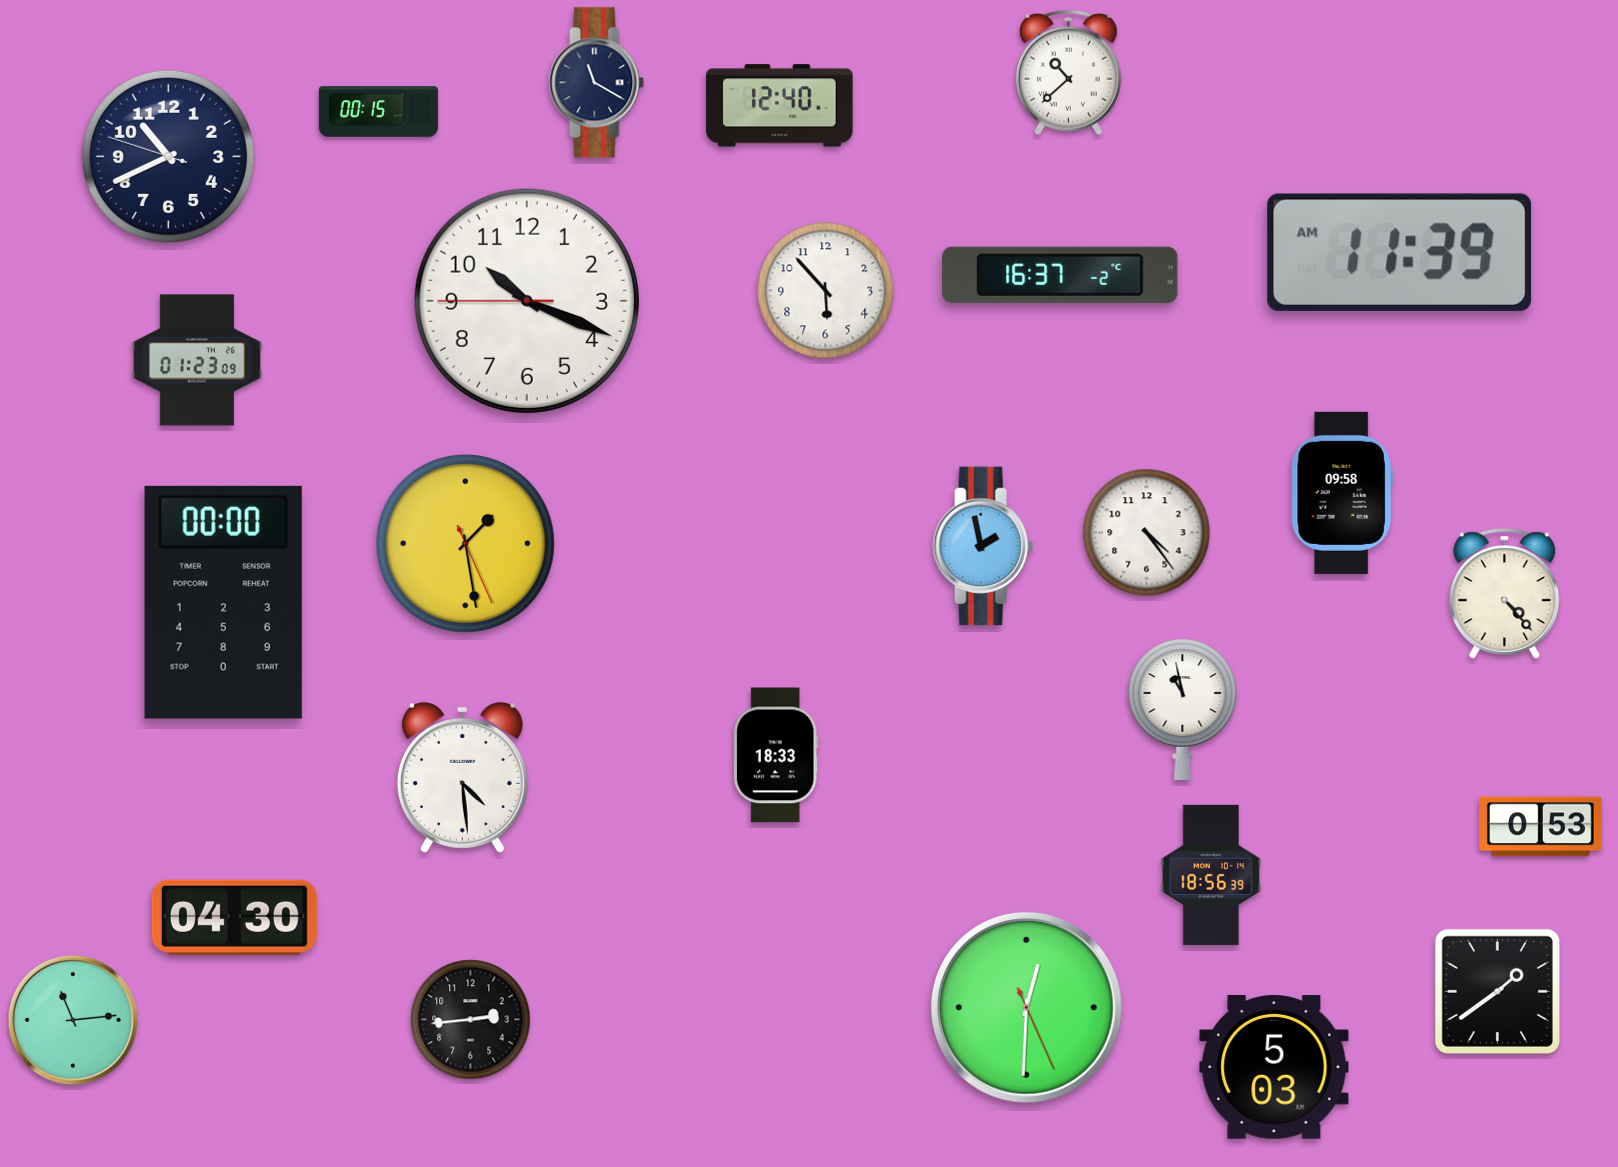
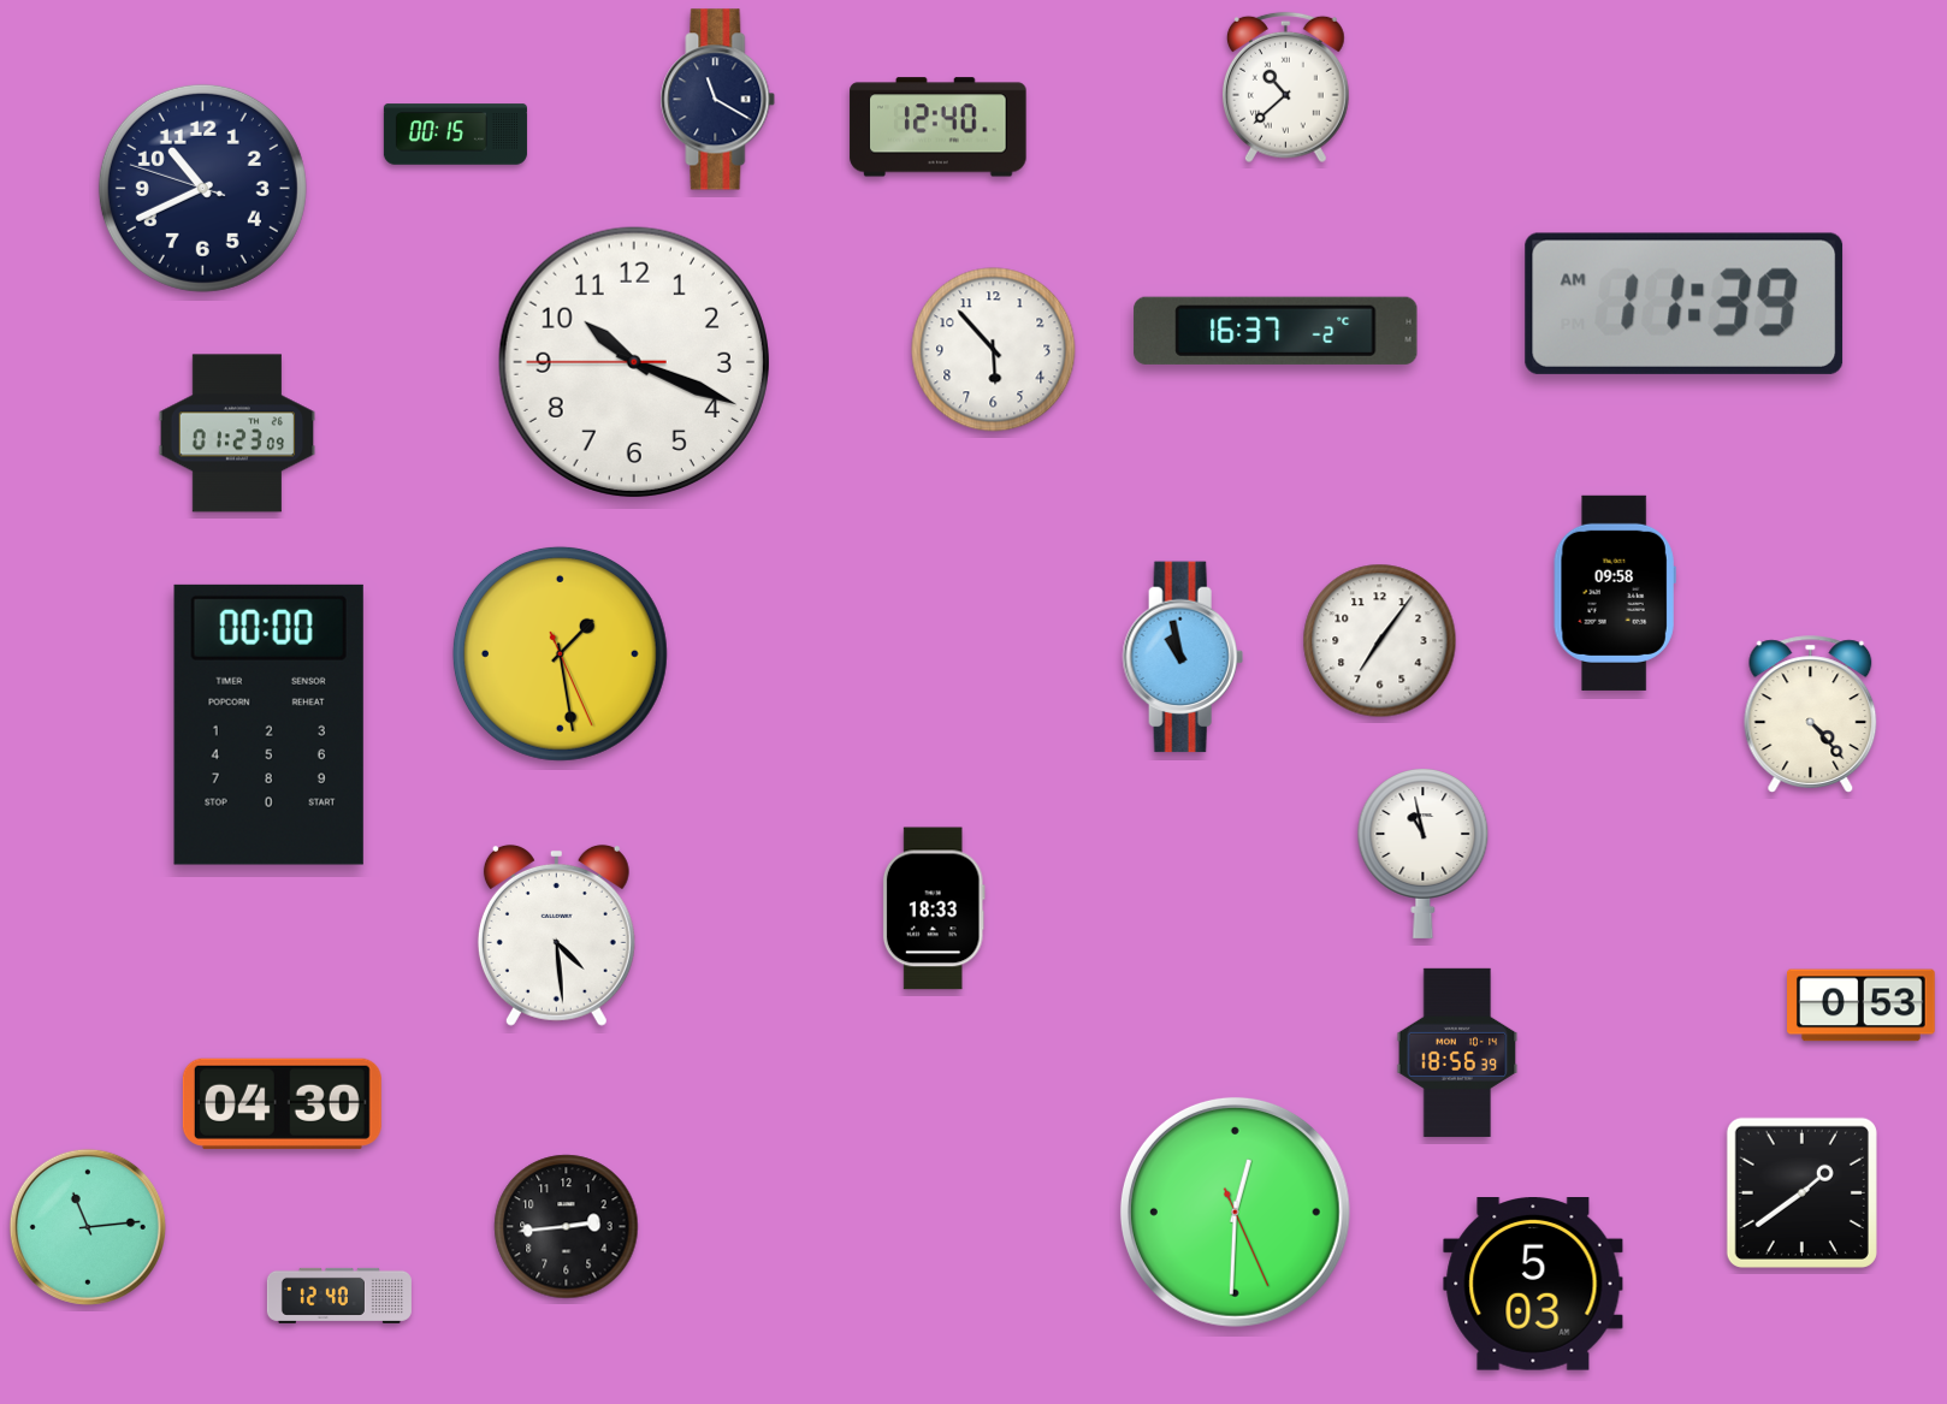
clock at (1147, 533): 4:24 -> 7:06
clock at (983, 546): 1:58 -> 10:58
clock at (1541, 827) position: (1541, 827) -> (1862, 1006)
clock at (339, 1296): none -> 12:40
